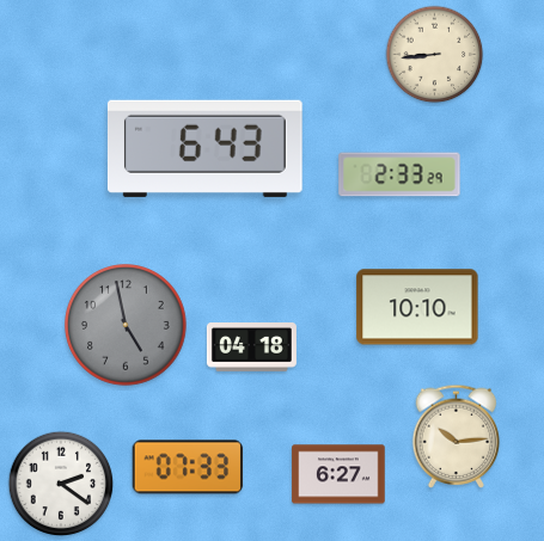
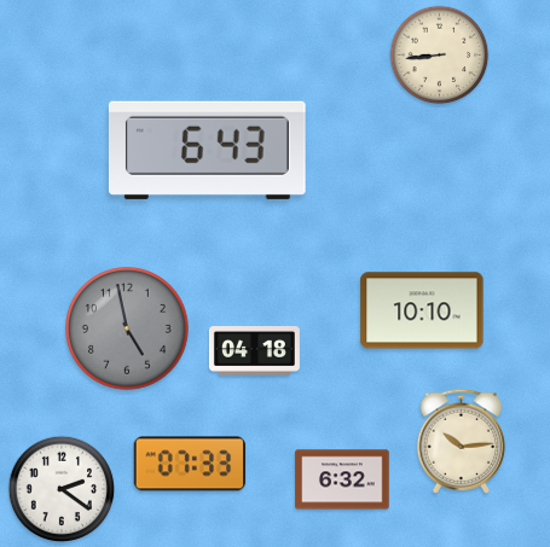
clock at (399, 174): 2:33 -> none
clock at (188, 467) position: (188, 467) -> (190, 464)
clock at (338, 474): 6:27 -> 6:32
